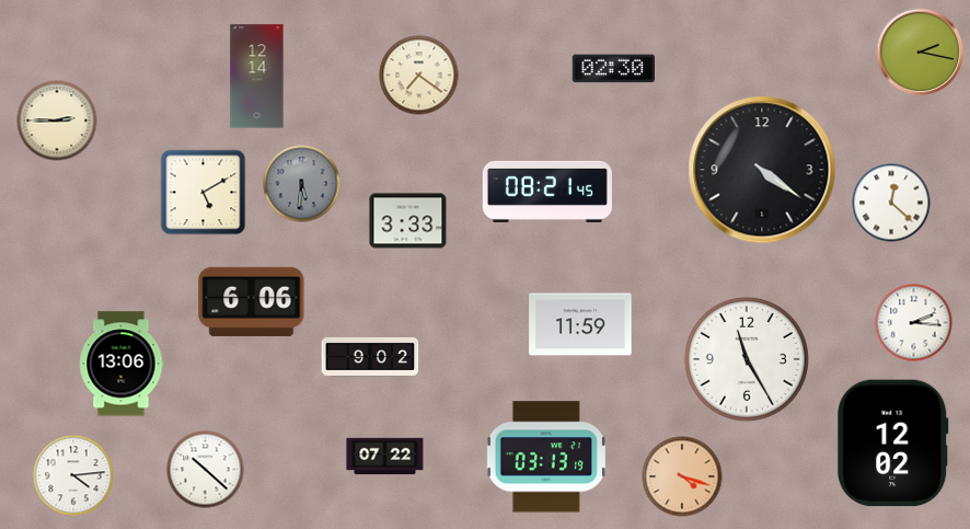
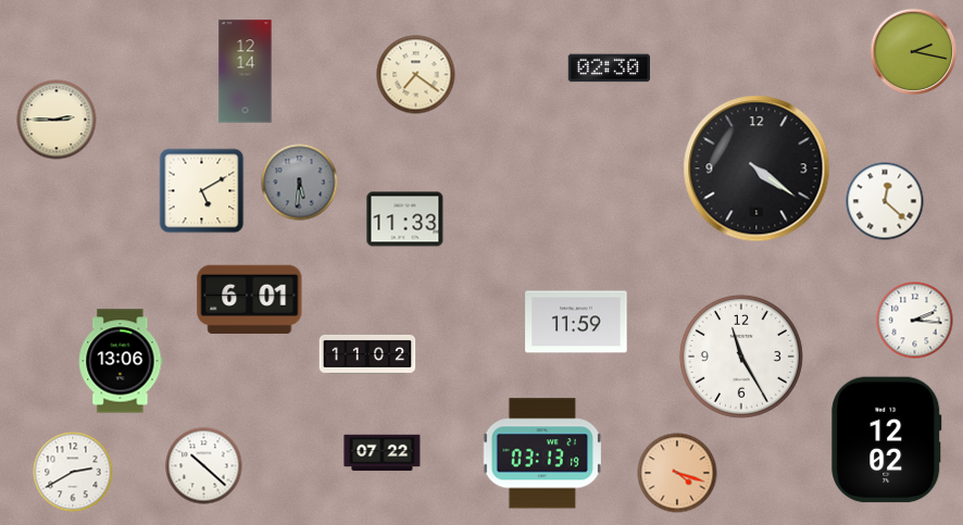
clock at (257, 77) position: (257, 77) -> (246, 72)
clock at (547, 192): 08:21 -> none
clock at (408, 221): 3:33 -> 11:33
clock at (252, 301): 6:06 -> 6:01
clock at (914, 323) position: (914, 323) -> (915, 321)
clock at (370, 357): 9:02 -> 11:02
clock at (73, 475): 4:14 -> 2:40
